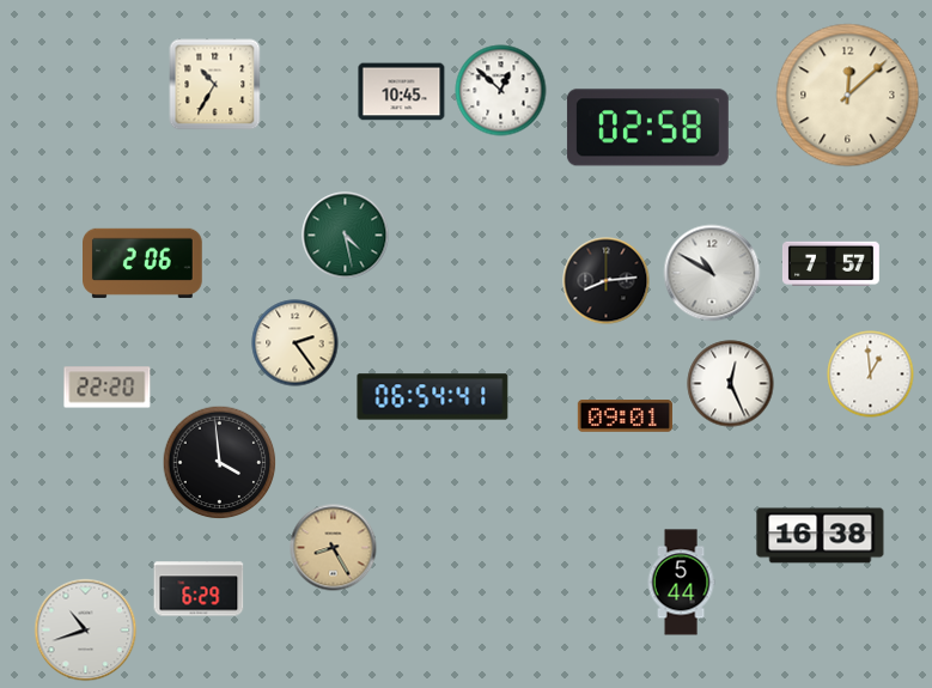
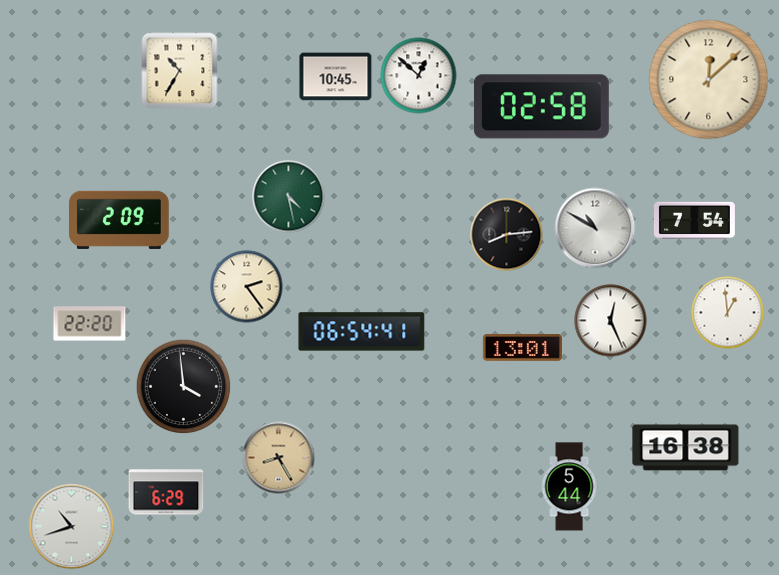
clock at (144, 263): 2:06 -> 2:09
clock at (830, 263): 7:57 -> 7:54
clock at (625, 416): 09:01 -> 13:01
